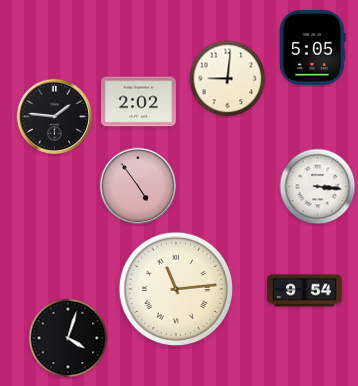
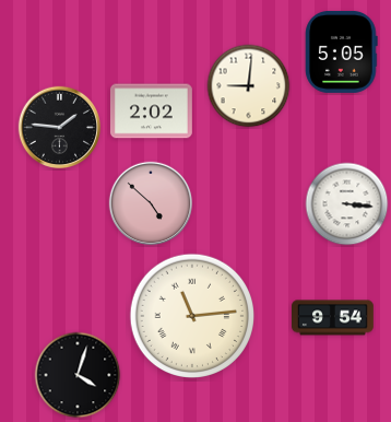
clock at (138, 186): 4:54 -> 4:52
clock at (68, 338) position: (68, 338) -> (78, 375)
